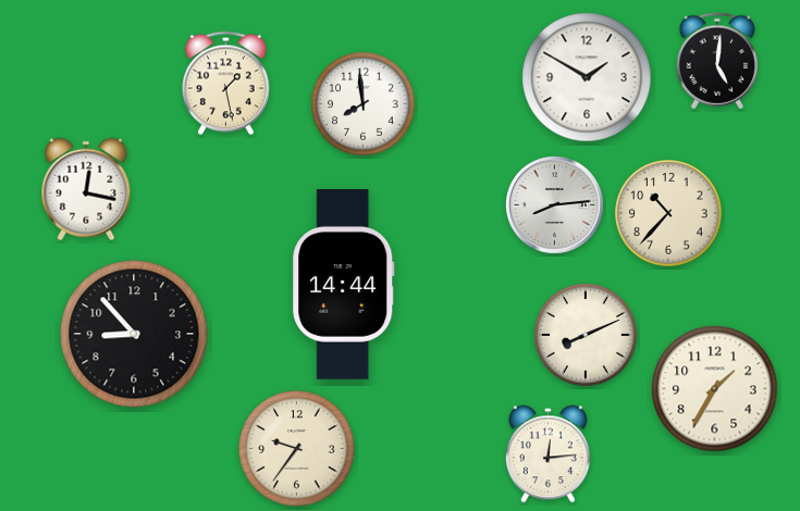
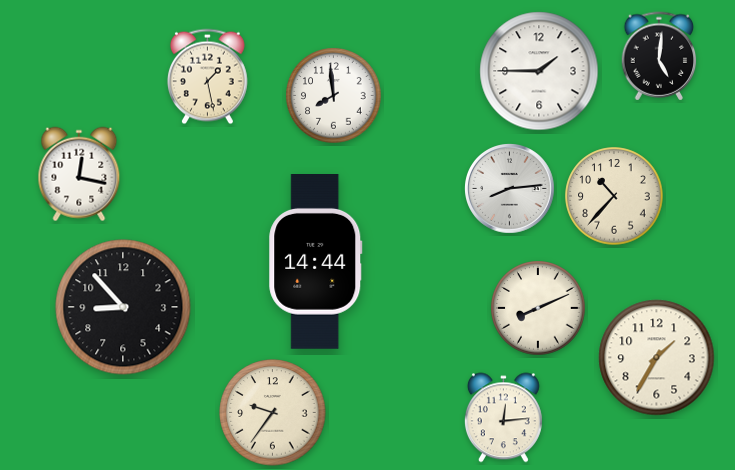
clock at (587, 77): 1:50 -> 1:45
